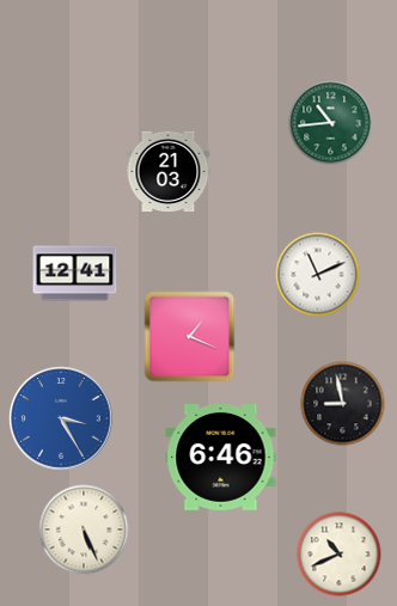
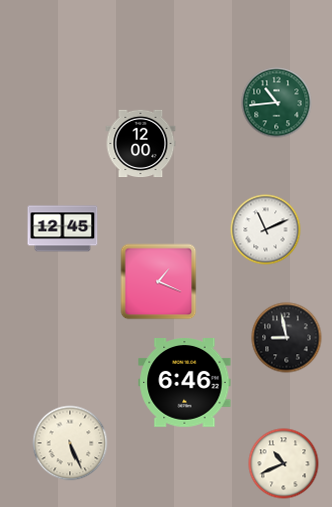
clock at (169, 172): 21:03 -> 12:00
clock at (75, 274): 12:41 -> 12:45
clock at (61, 418): 3:25 -> none
